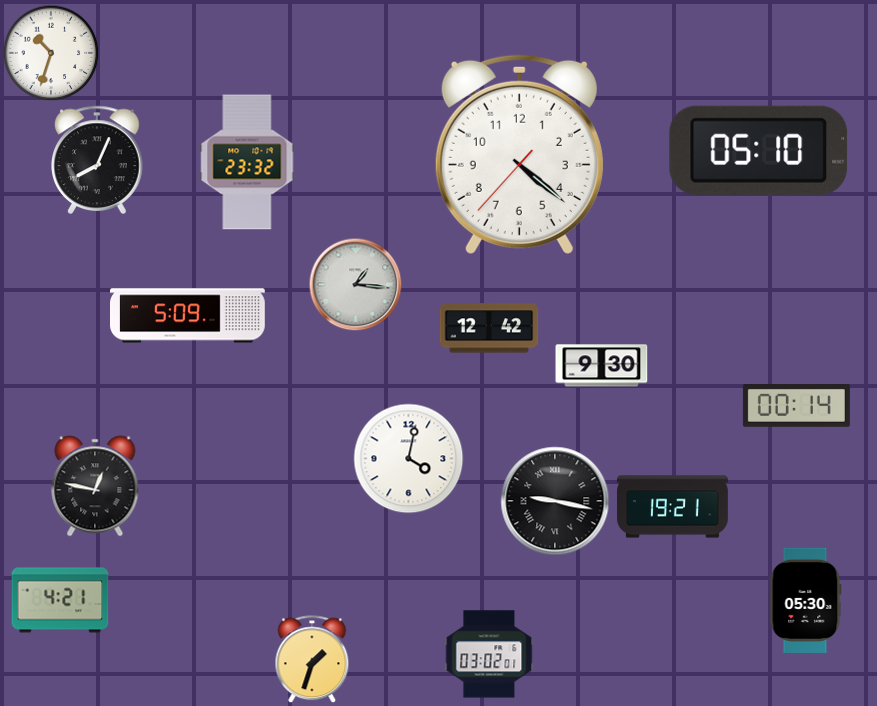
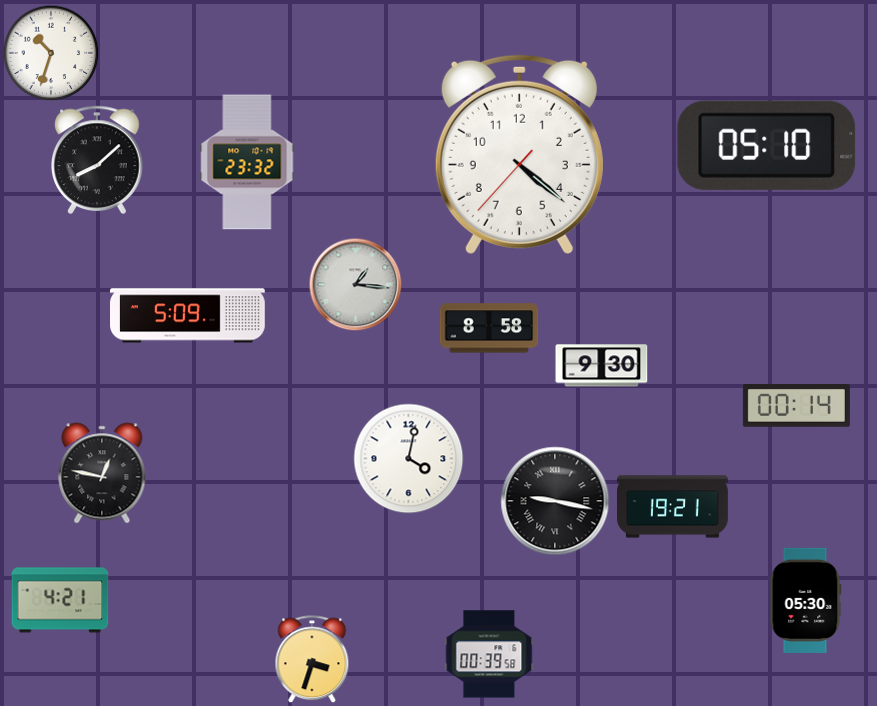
clock at (759, 150) position: (759, 150) -> (767, 145)
clock at (97, 160): 8:04 -> 8:08
clock at (489, 328): 12:42 -> 8:58
clock at (95, 486) position: (95, 486) -> (102, 473)
clock at (489, 654): 03:02 -> 00:39
clock at (312, 659): 1:33 -> 3:33
